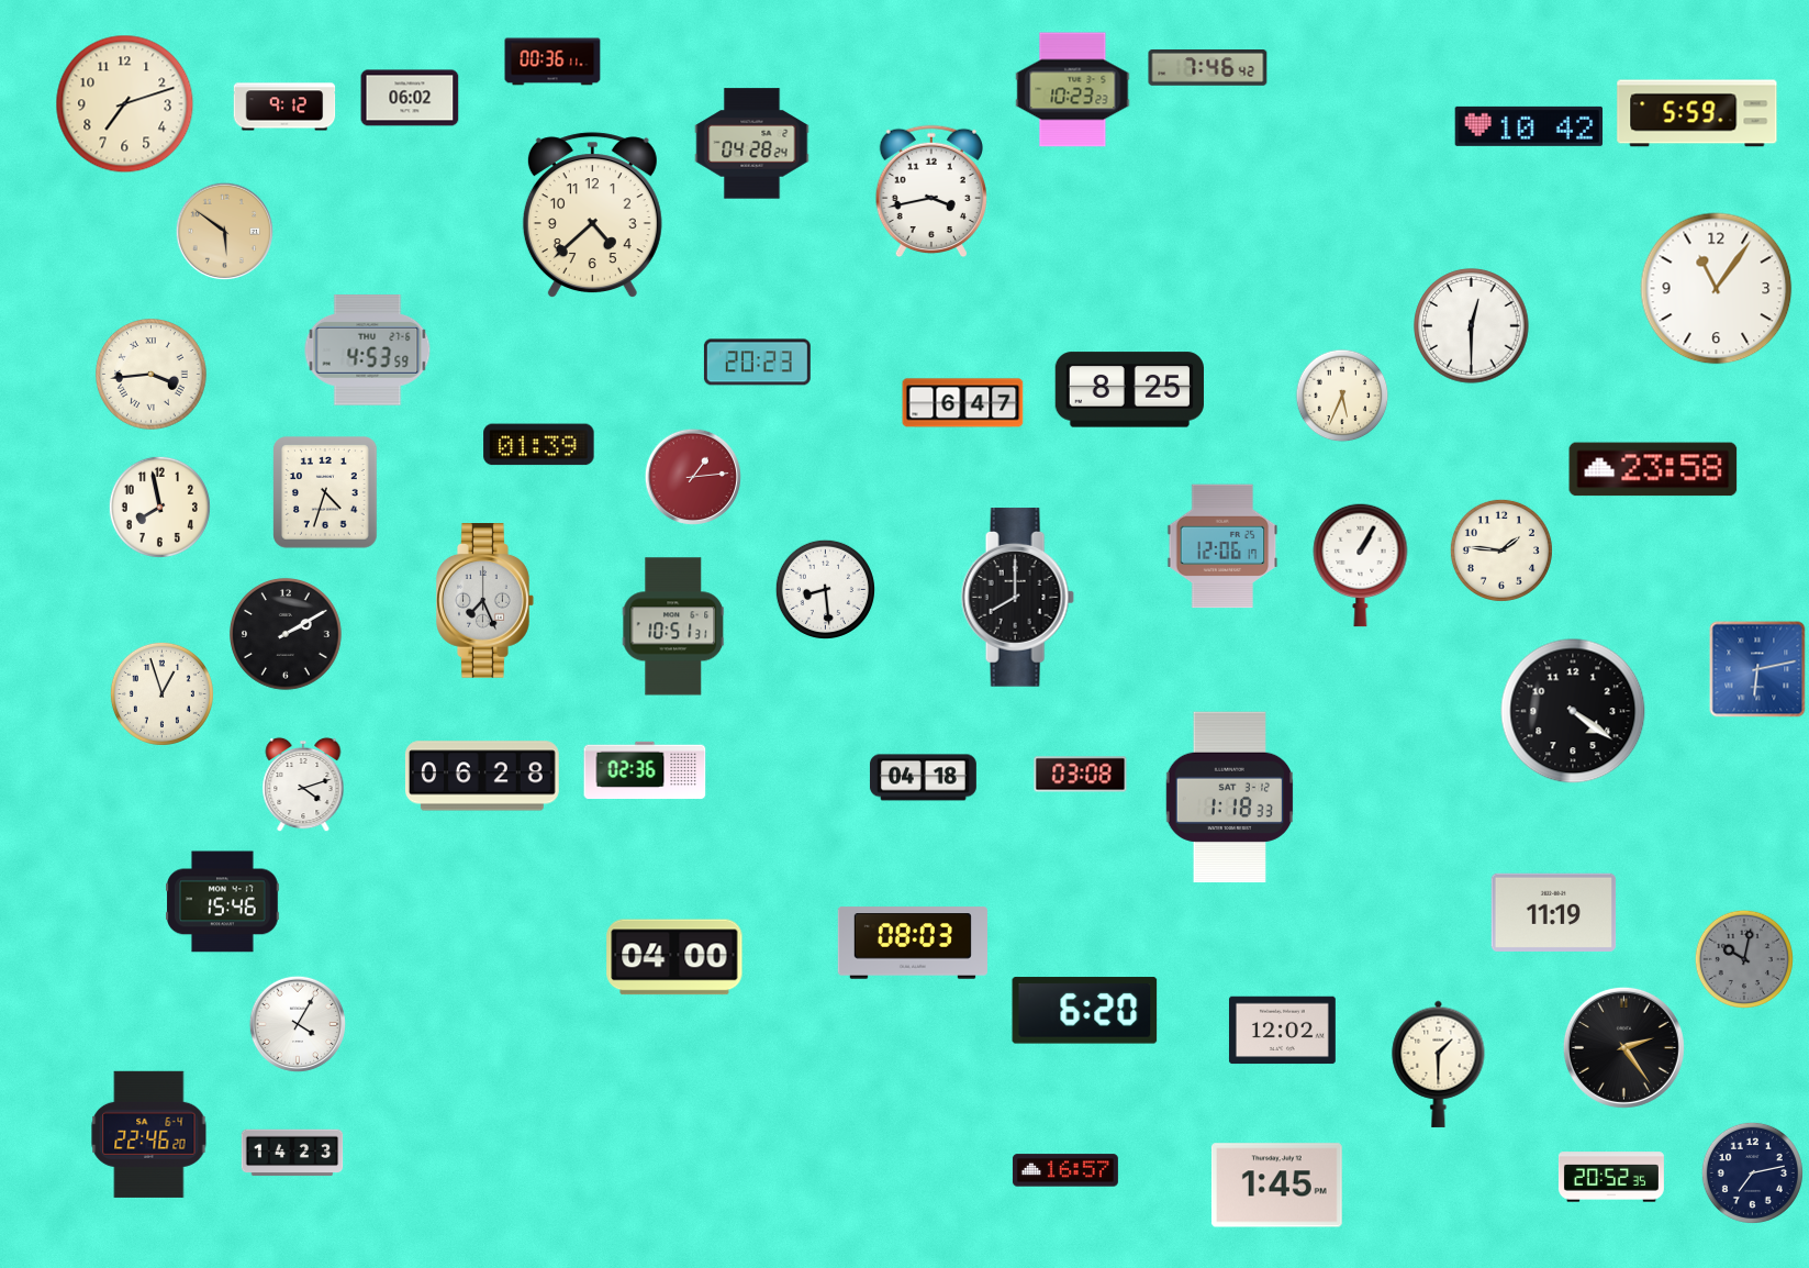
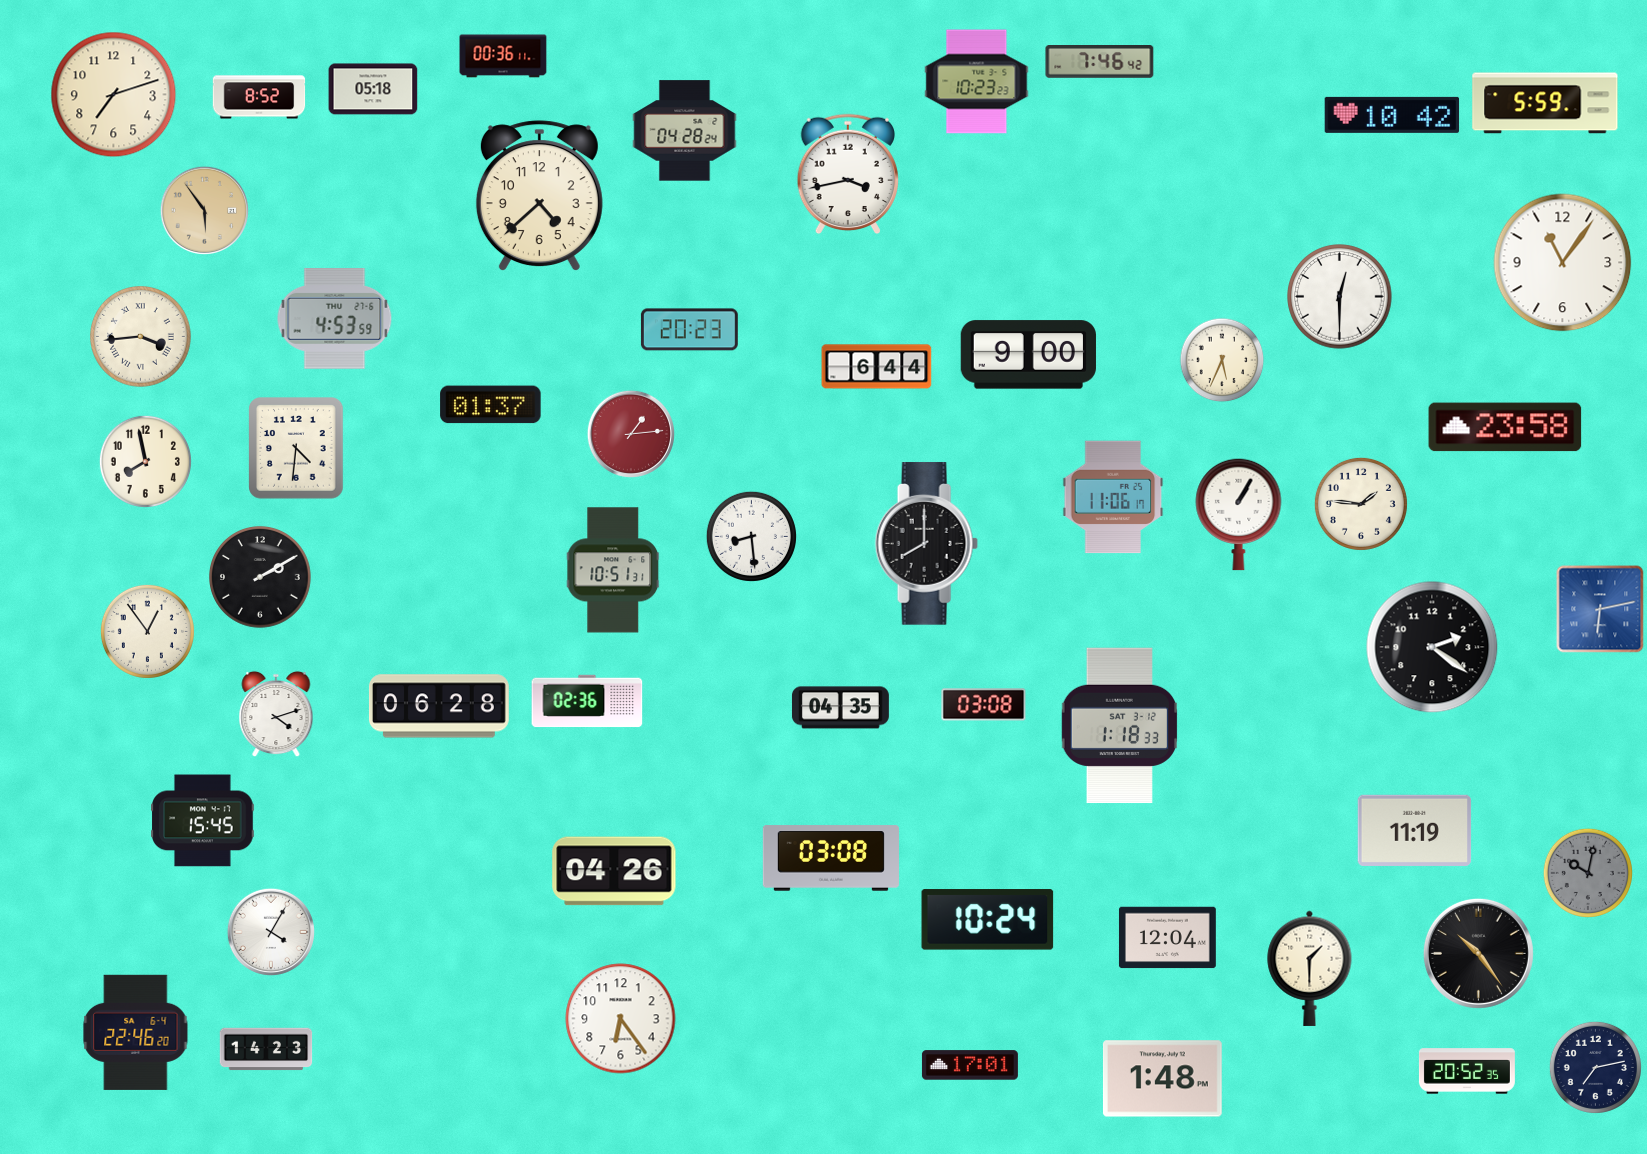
clock at (410, 98): 06:02 -> 05:18
clock at (284, 107): 9:12 -> 8:52
clock at (224, 231): 5:51 -> 5:54
clock at (152, 375) position: (152, 375) -> (141, 337)
clock at (1129, 390): 8:25 -> 9:00
clock at (963, 403): 6:47 -> 6:44
clock at (539, 445): 01:39 -> 01:37
clock at (325, 492): 4:33 -> 4:31
clock at (1222, 546): 12:06 -> 11:06
clock at (1501, 550) position: (1501, 550) -> (1361, 504)
clock at (485, 601): 7:26 -> none
clock at (161, 693): 12:57 -> 12:54
clock at (1573, 711): 4:21 -> 2:21
clock at (923, 778): 04:18 -> 04:35
clock at (223, 902): 15:46 -> 15:45
clock at (913, 943): 08:03 -> 03:08
clock at (674, 957): 04:00 -> 04:26
clock at (1085, 1011): 6:20 -> 10:24
clock at (1282, 1031): 12:02 -> 12:04
clock at (1623, 1047): 2:24 -> 10:24
clock at (621, 1019): none -> 6:24
clock at (1065, 1170): 16:57 -> 17:01
clock at (1276, 1186): 1:45 -> 1:48
